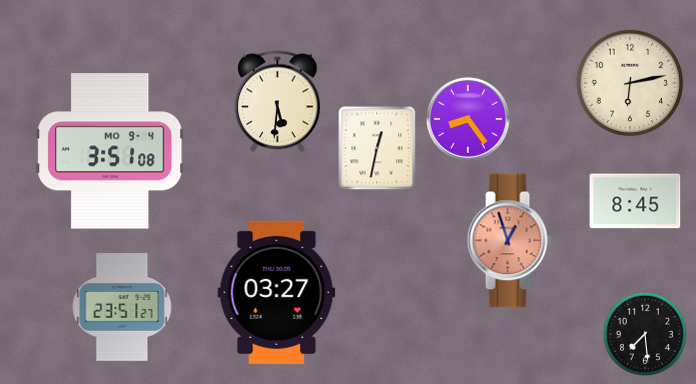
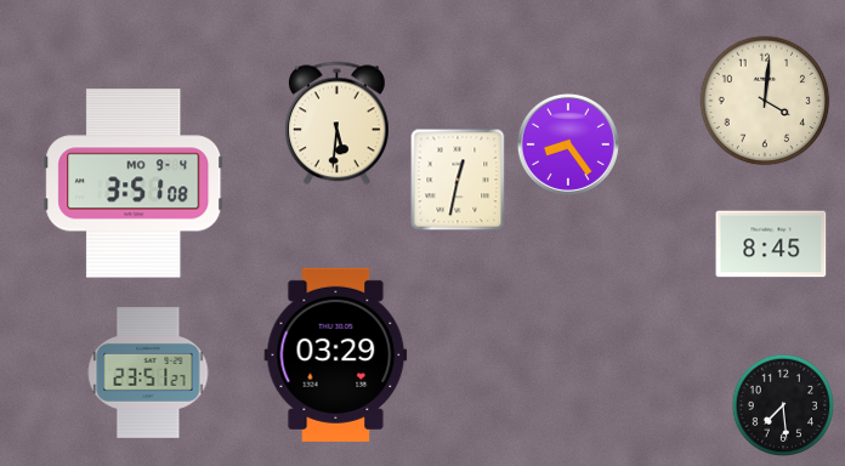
clock at (630, 83): 6:13 -> 4:01
clock at (509, 241): 12:57 -> none
clock at (277, 292): 03:27 -> 03:29
